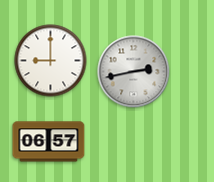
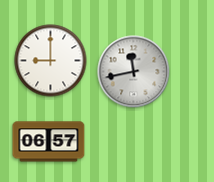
clock at (134, 72): 2:43 -> 11:43
